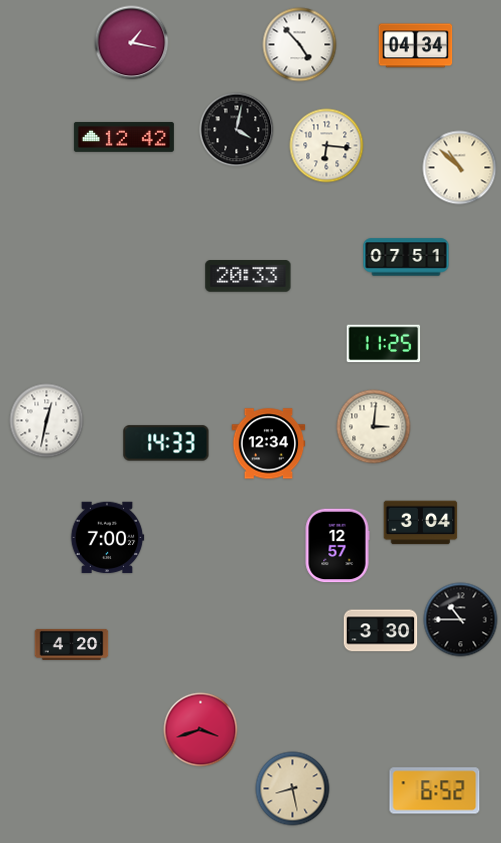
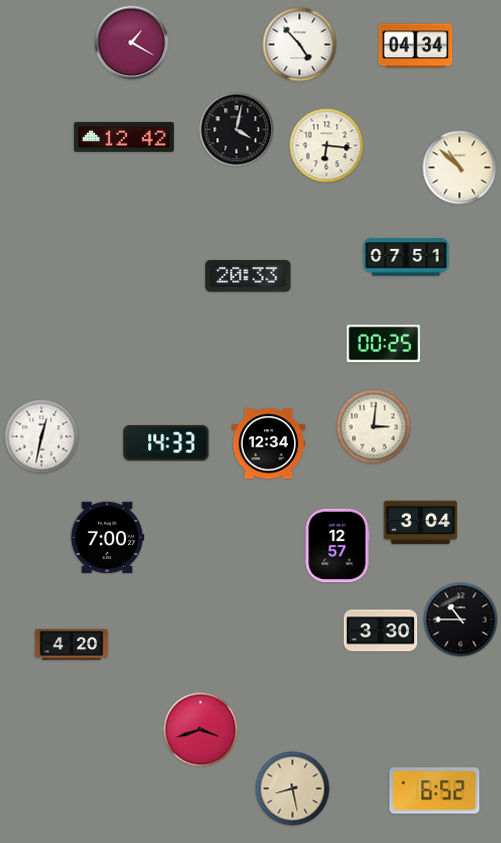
clock at (132, 43): 1:17 -> 1:20
clock at (384, 344): 11:25 -> 00:25
clock at (47, 421) position: (47, 421) -> (42, 437)
